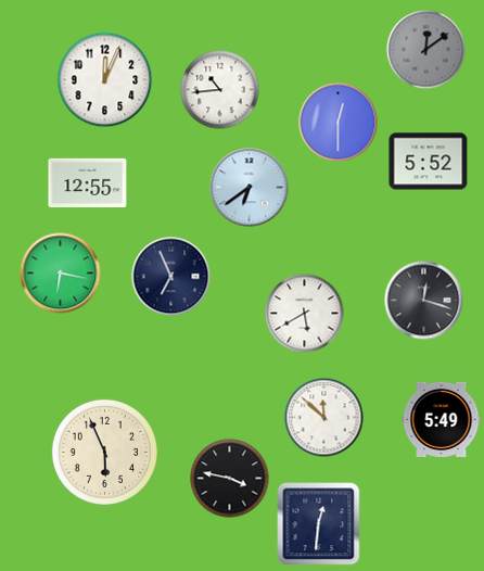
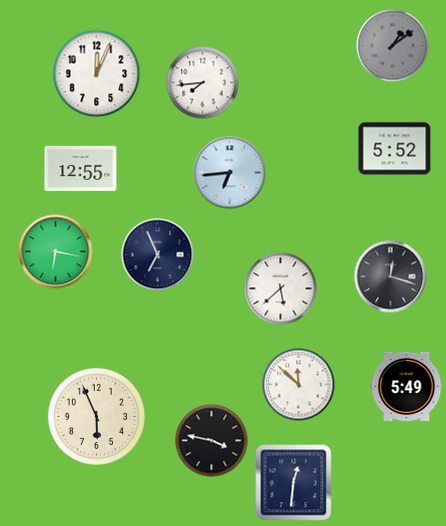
clock at (426, 50): 12:09 -> 1:09
clock at (220, 90): 10:44 -> 7:44
clock at (339, 123): 12:30 -> none
clock at (250, 188): 6:39 -> 6:44
clock at (305, 314): 5:40 -> 5:38
